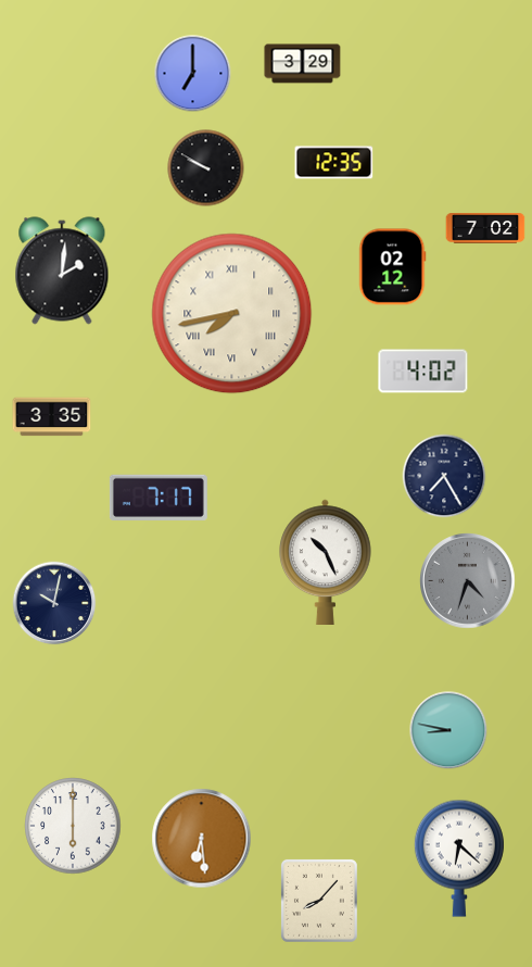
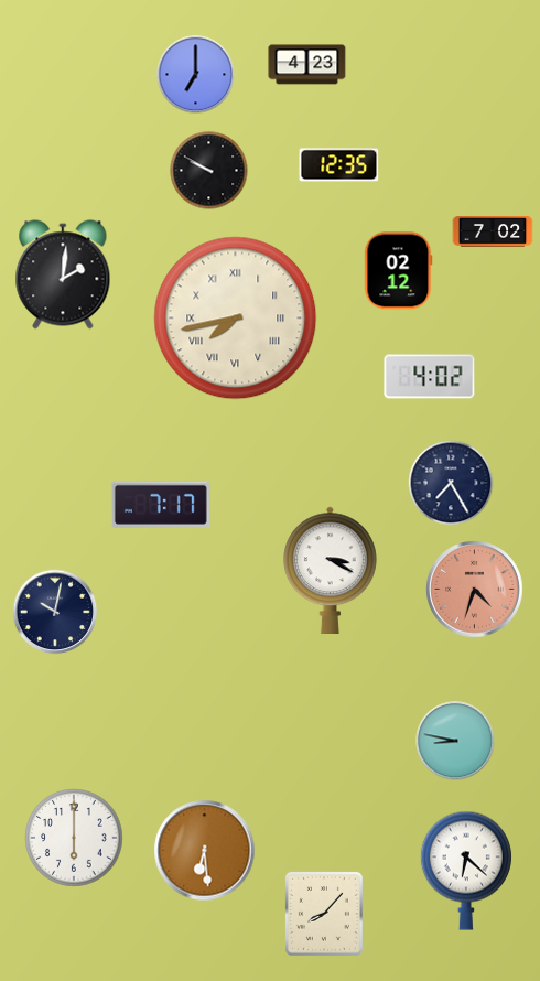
clock at (303, 64): 3:29 -> 4:23
clock at (52, 417): 3:35 -> none
clock at (326, 562): 10:26 -> 3:20
clock at (468, 581) dial: grey -> salmon
